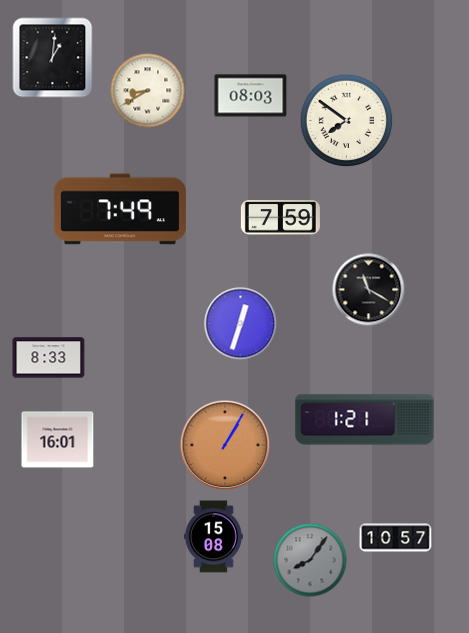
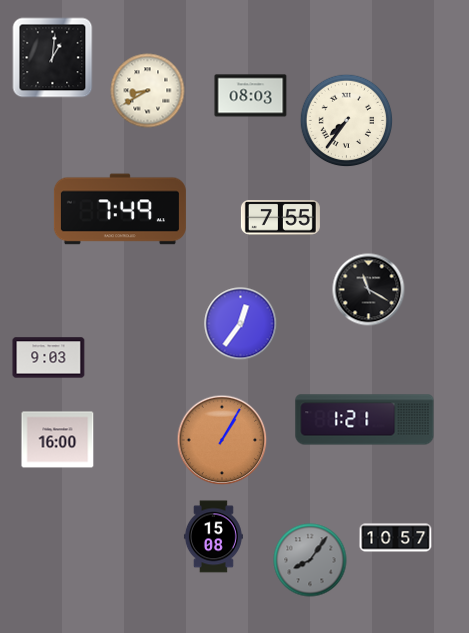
clock at (347, 121): 7:51 -> 7:36
clock at (280, 218): 7:59 -> 7:55
clock at (241, 324): 12:33 -> 12:36
clock at (49, 358): 8:33 -> 9:03
clock at (58, 440): 16:01 -> 16:00
clock at (225, 445) position: (225, 445) -> (222, 440)
